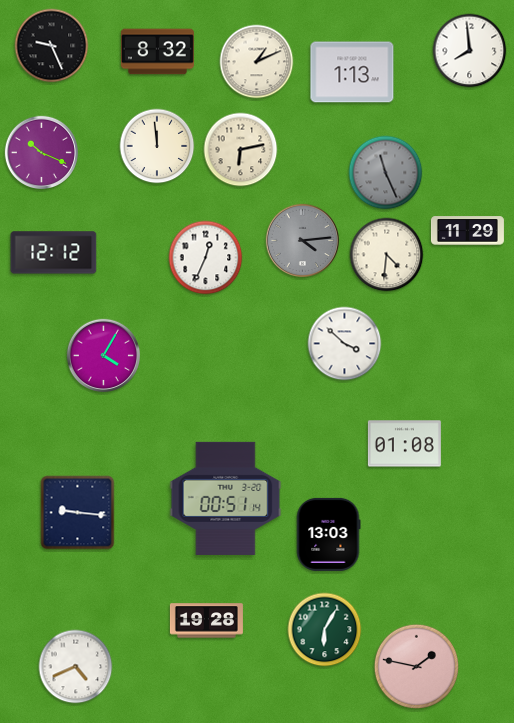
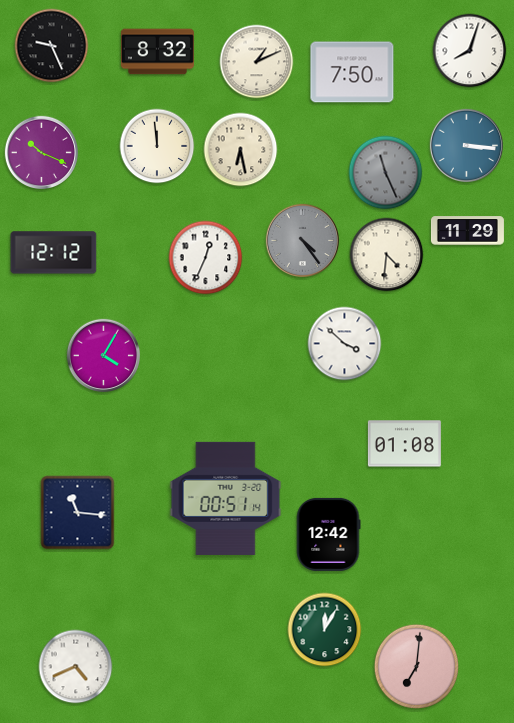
clock at (470, 51): 7:59 -> 8:03
clock at (352, 72): 1:13 -> 7:50
clock at (466, 145): none -> 3:16
clock at (241, 150): 6:13 -> 6:28
clock at (302, 240): 4:14 -> 4:24
clock at (78, 513): 9:16 -> 11:16
clock at (328, 534): 13:03 -> 12:42
clock at (206, 621): 19:28 -> none
clock at (325, 630): 6:05 -> 12:05
clock at (416, 666): 1:47 -> 7:01
